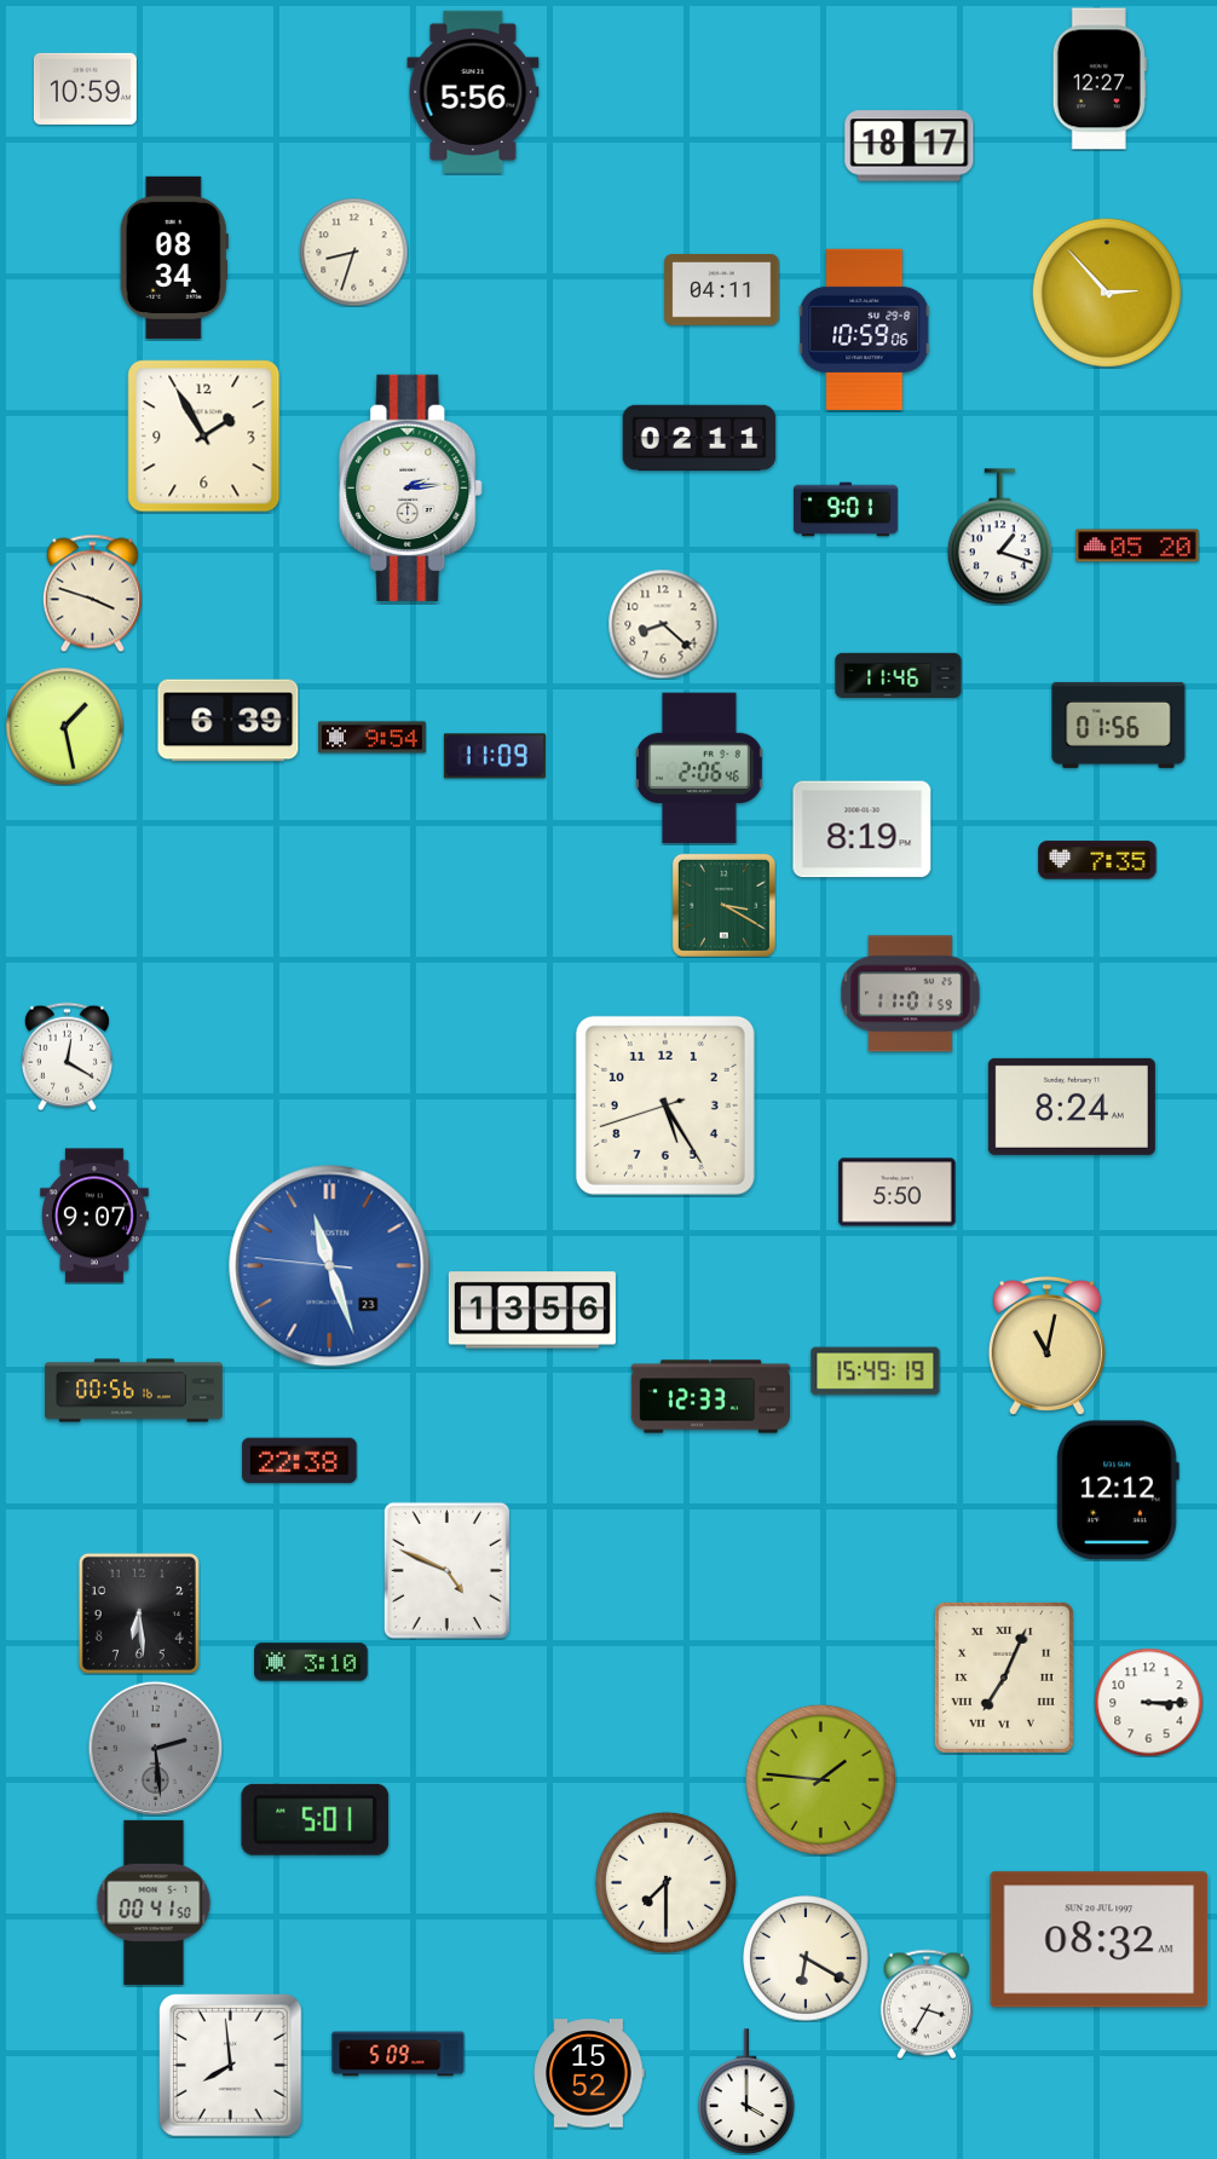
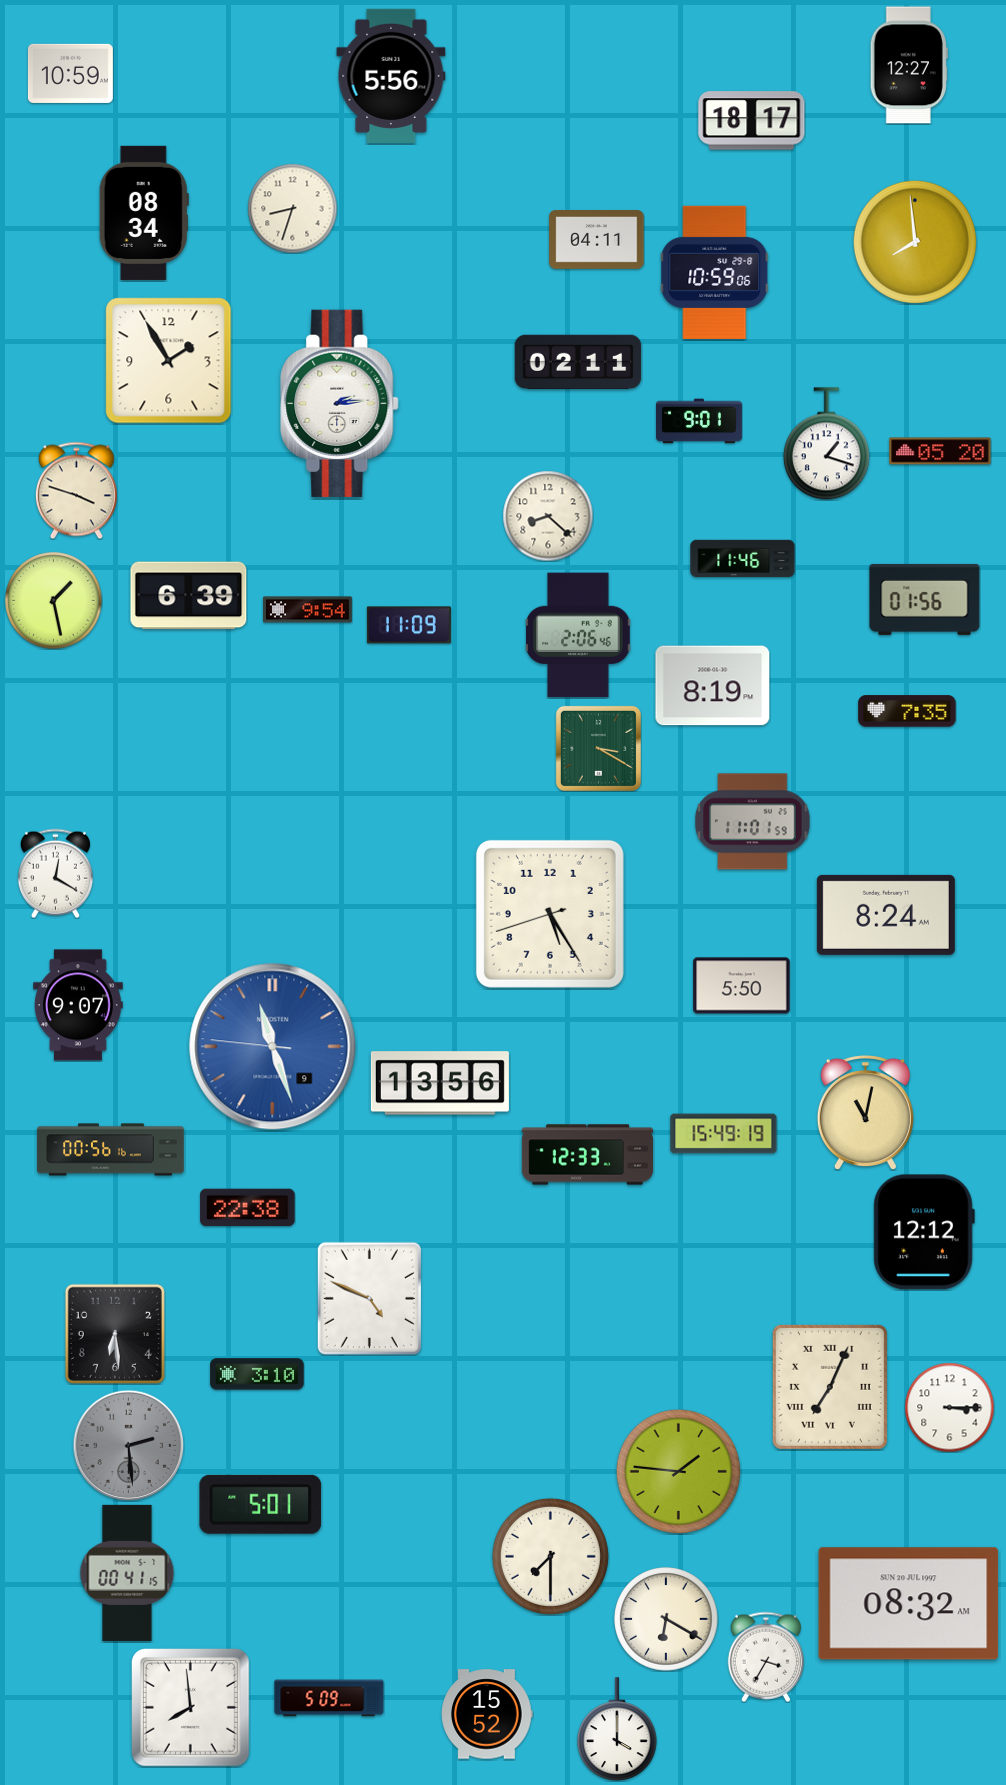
clock at (1107, 293): 2:53 -> 7:59
clock at (330, 1266) date: 23 -> 9
clock at (154, 1903): 00:41:50 -> 00:41:15
